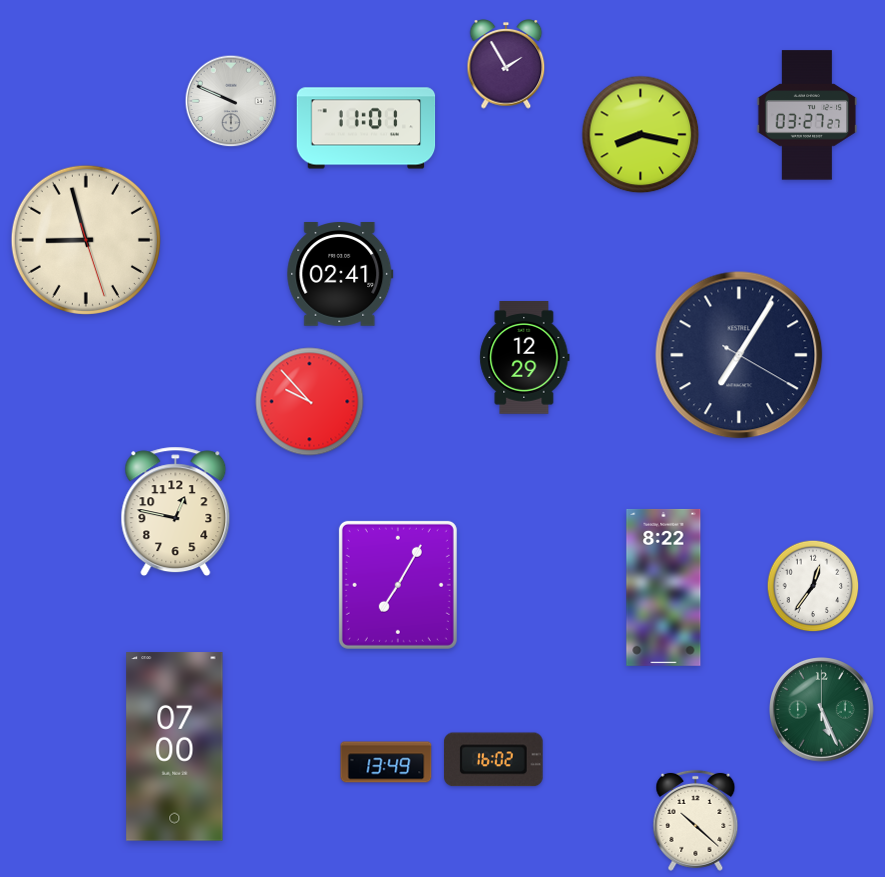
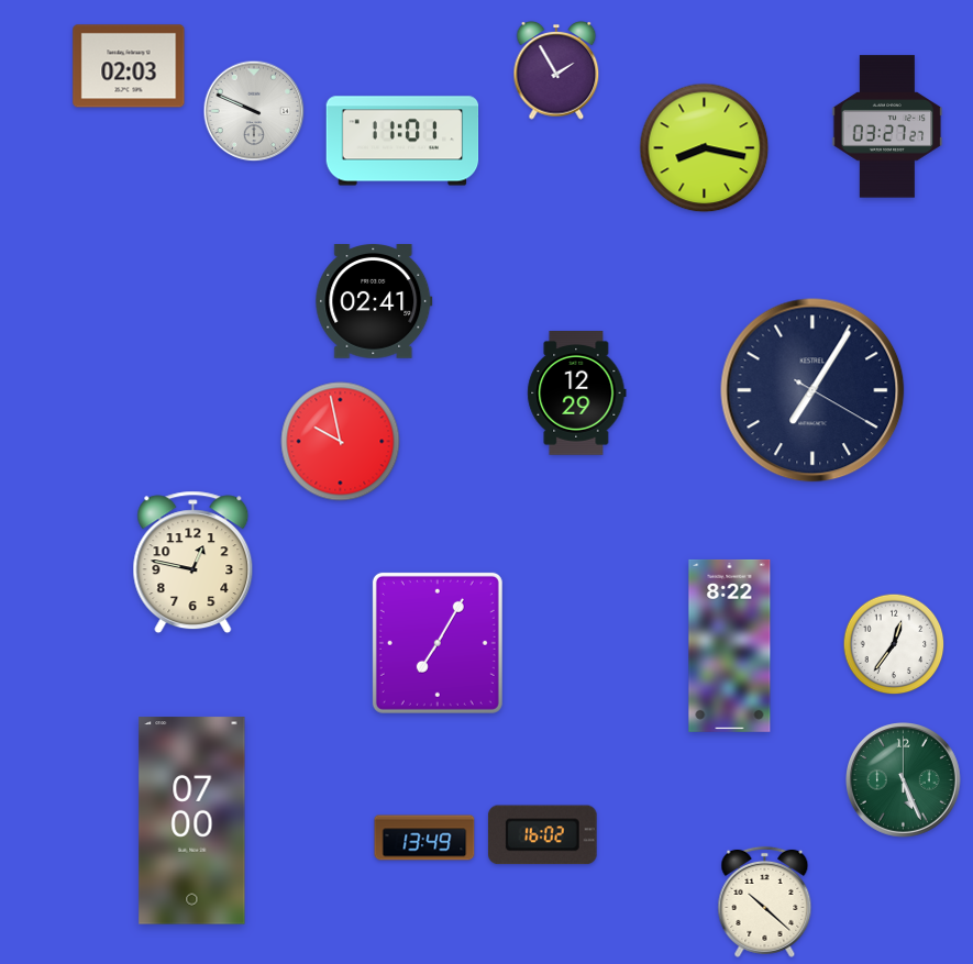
clock at (129, 66): none -> 02:03
clock at (86, 240): 8:57 -> none
clock at (310, 402): 9:53 -> 9:58
